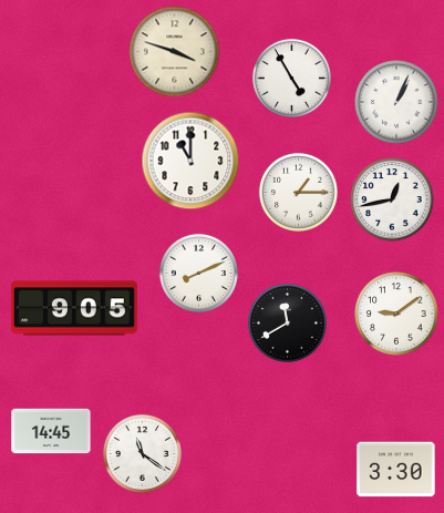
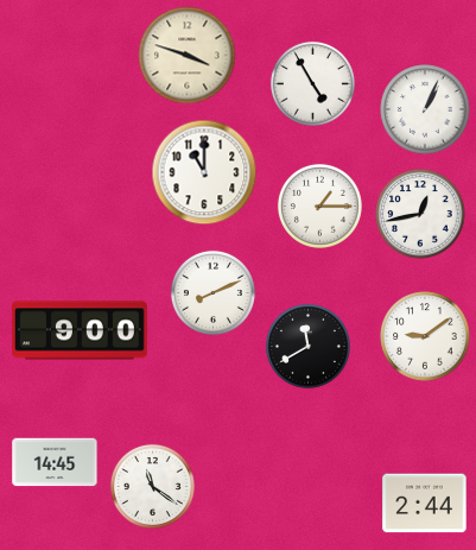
clock at (75, 308): 9:05 -> 9:00
clock at (396, 470): 3:30 -> 2:44
